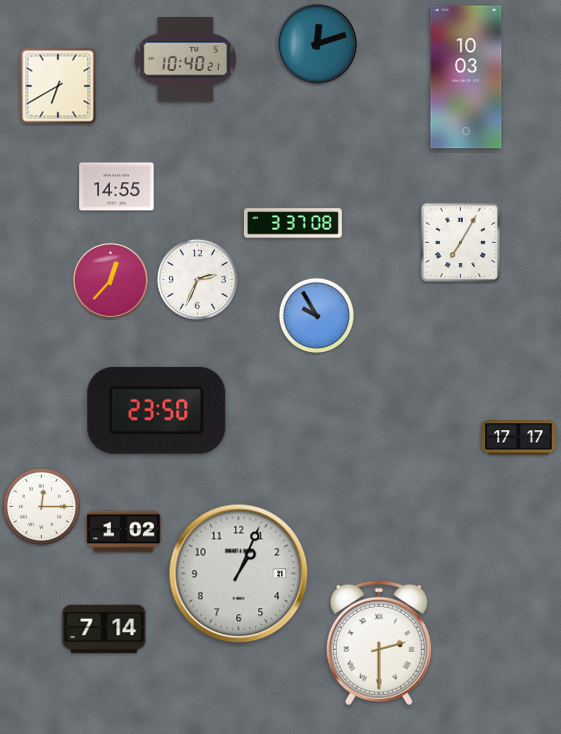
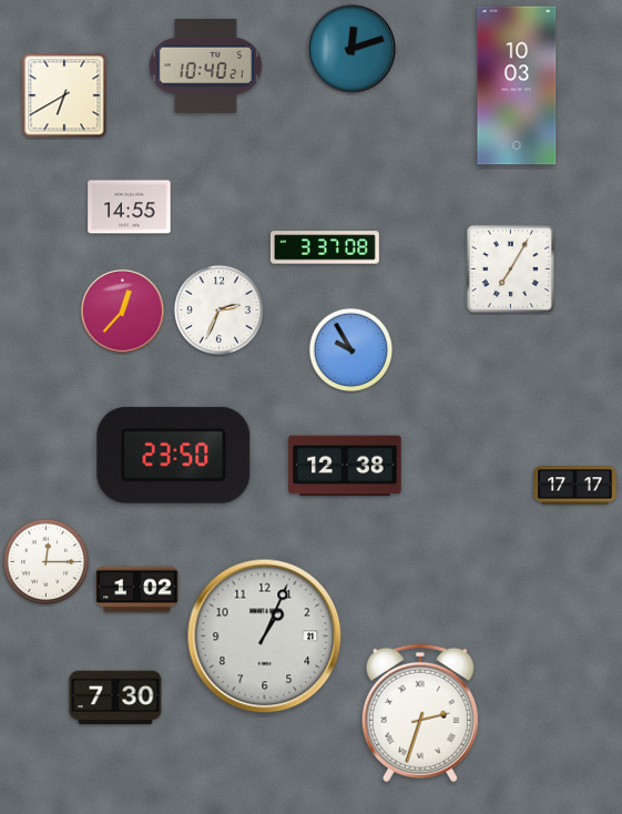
clock at (345, 466): none -> 12:38
clock at (104, 629): 7:14 -> 7:30
clock at (379, 643): 2:30 -> 2:33
